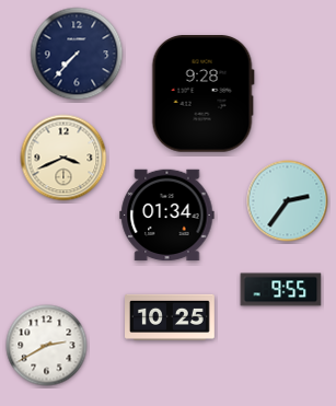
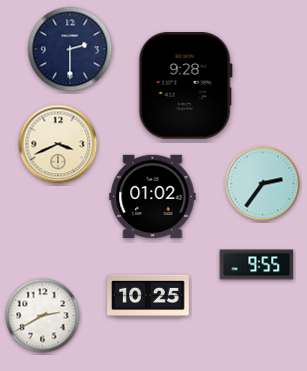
clock at (77, 54): 7:37 -> 2:30
clock at (167, 216): 01:34 -> 01:02
clock at (171, 317) position: (171, 317) -> (149, 296)
